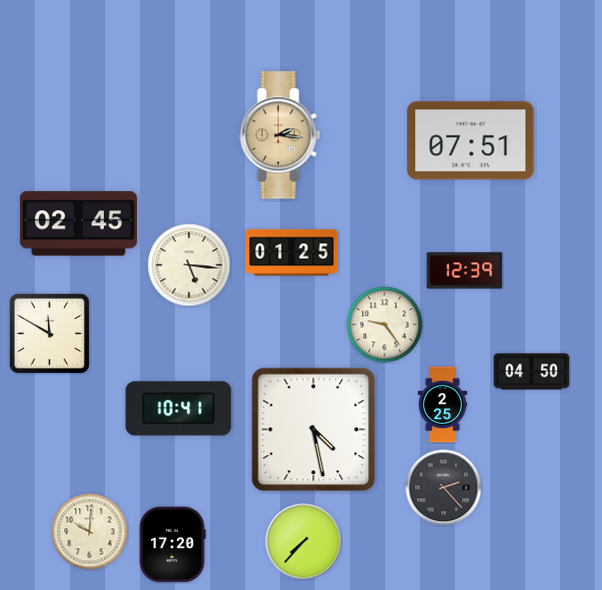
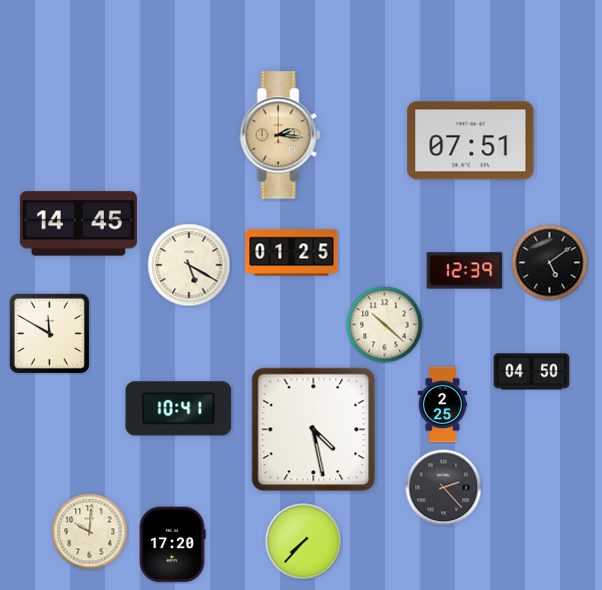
clock at (78, 224): 02:45 -> 14:45
clock at (550, 263): none -> 5:09
clock at (189, 265): 5:16 -> 5:20
clock at (385, 325): 9:24 -> 10:22
